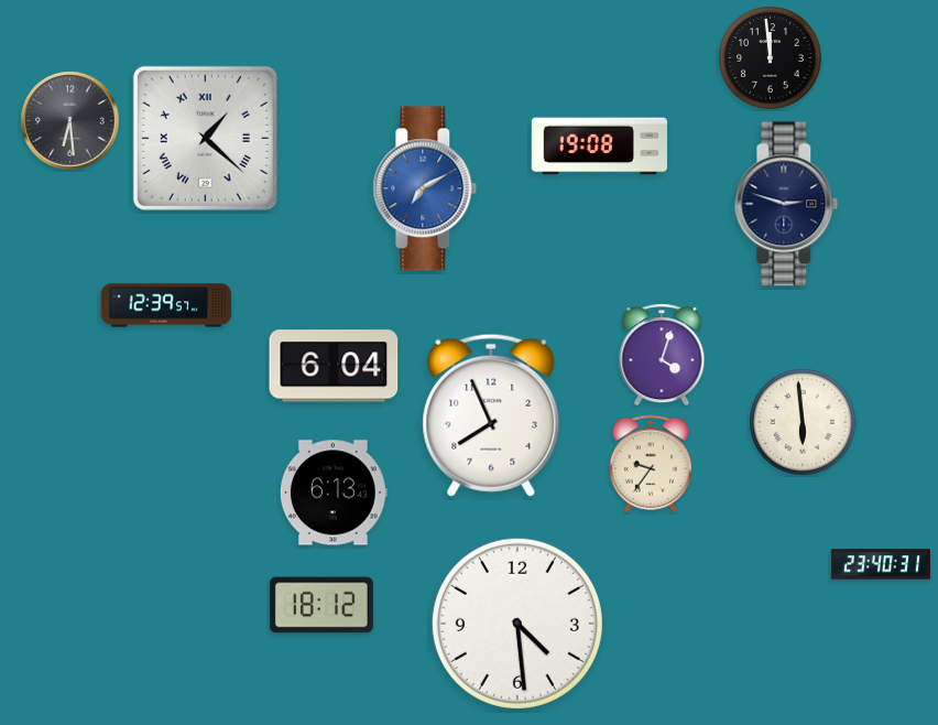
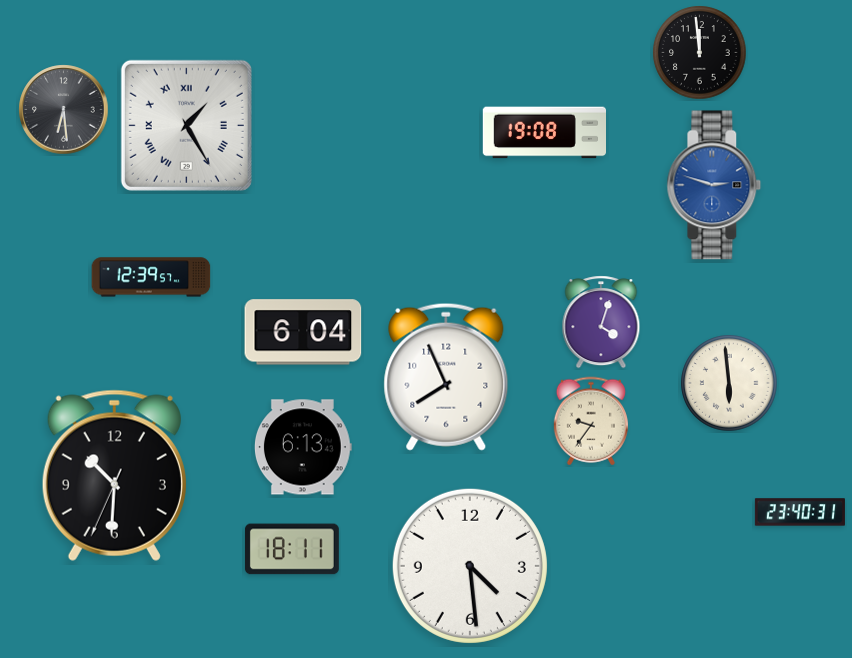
clock at (205, 138): 1:22 -> 1:25
clock at (425, 188): 7:10 -> none
clock at (786, 204) dial: navy -> blue
clock at (114, 475): none -> 10:30
clock at (321, 605): 18:12 -> 18:11
